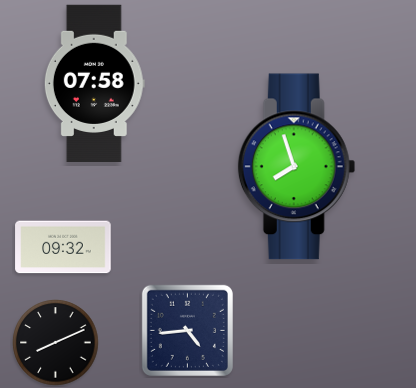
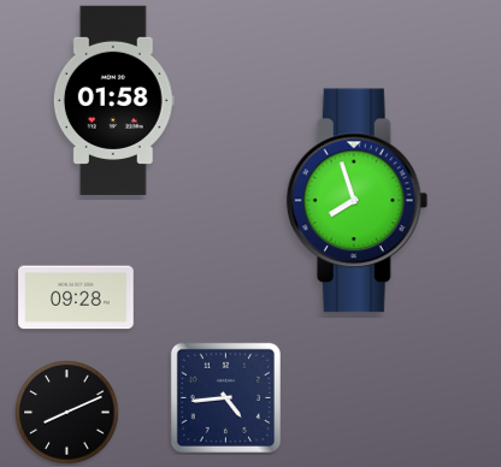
clock at (94, 83): 07:58 -> 01:58
clock at (63, 247): 09:32 -> 09:28
